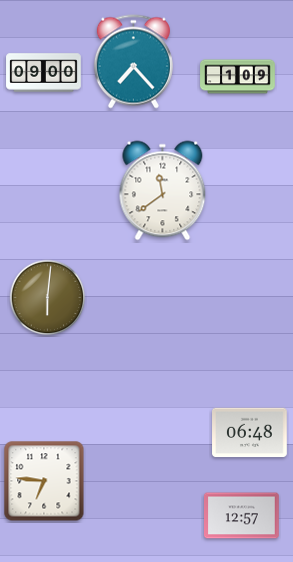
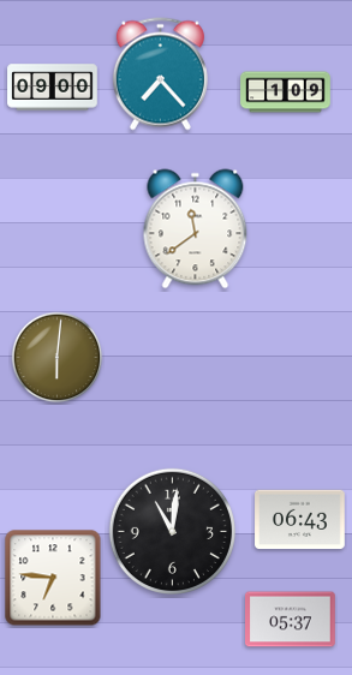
clock at (250, 433): 06:48 -> 06:43
clock at (172, 531): none -> 11:01
clock at (242, 516): 12:57 -> 05:37
